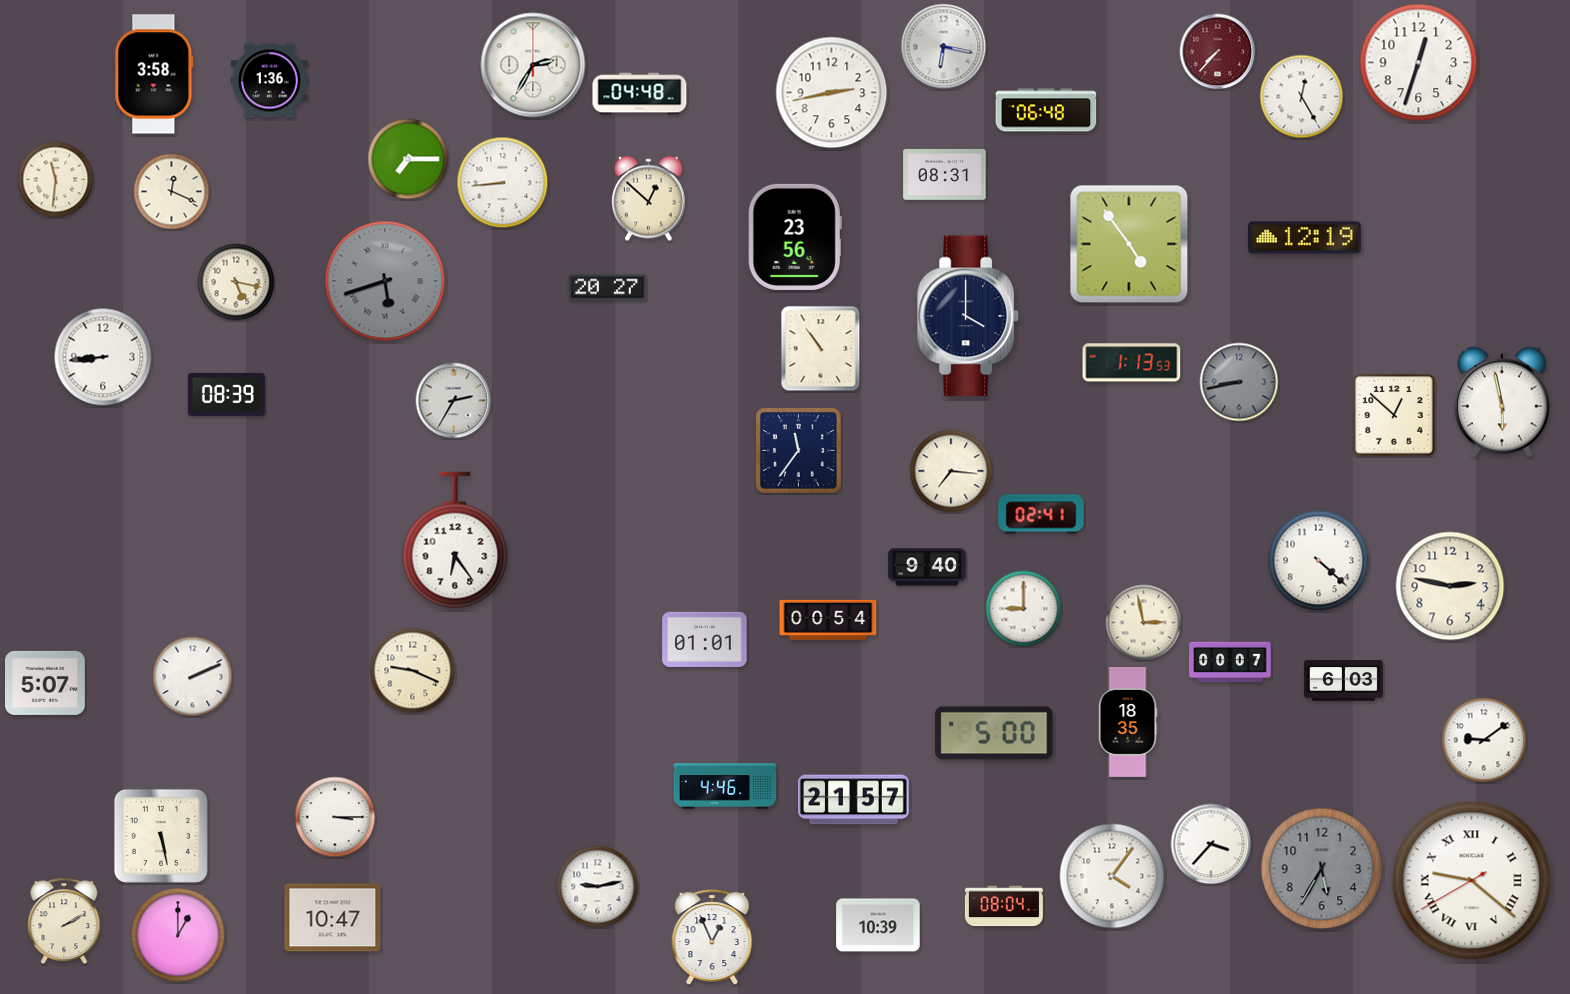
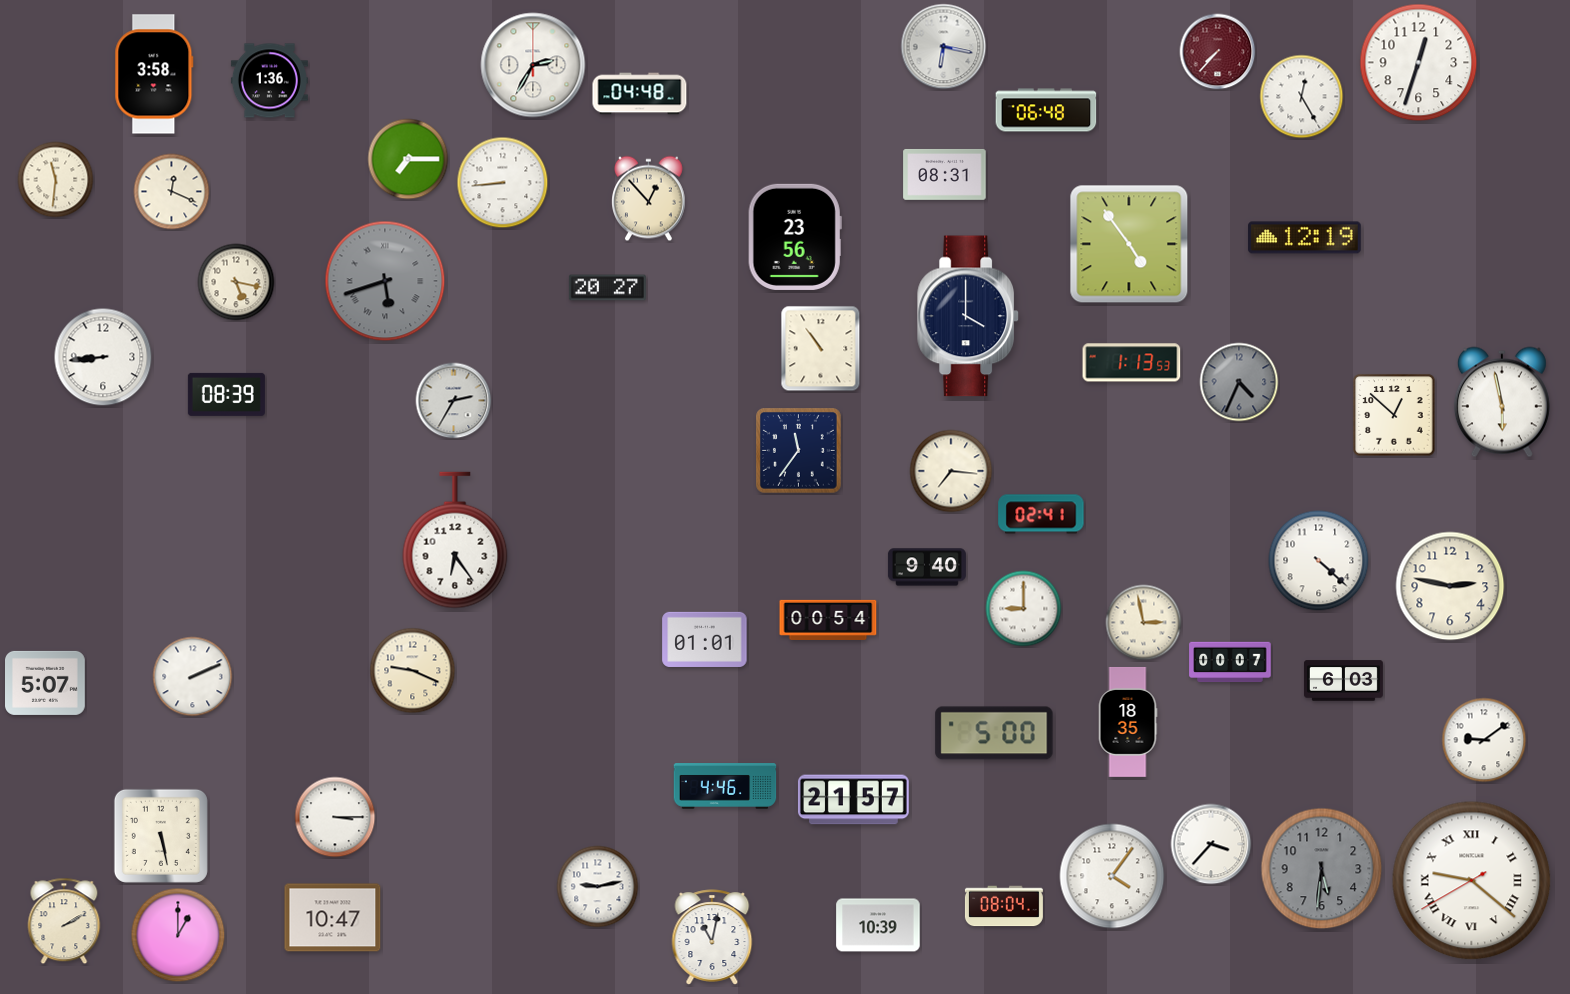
clock at (832, 93): 2:43 -> none
clock at (649, 199): 12:52 -> 12:53
clock at (1239, 382): 8:43 -> 4:34
clock at (1322, 869): 5:35 -> 5:31
clock at (712, 937): 12:56 -> 11:02
